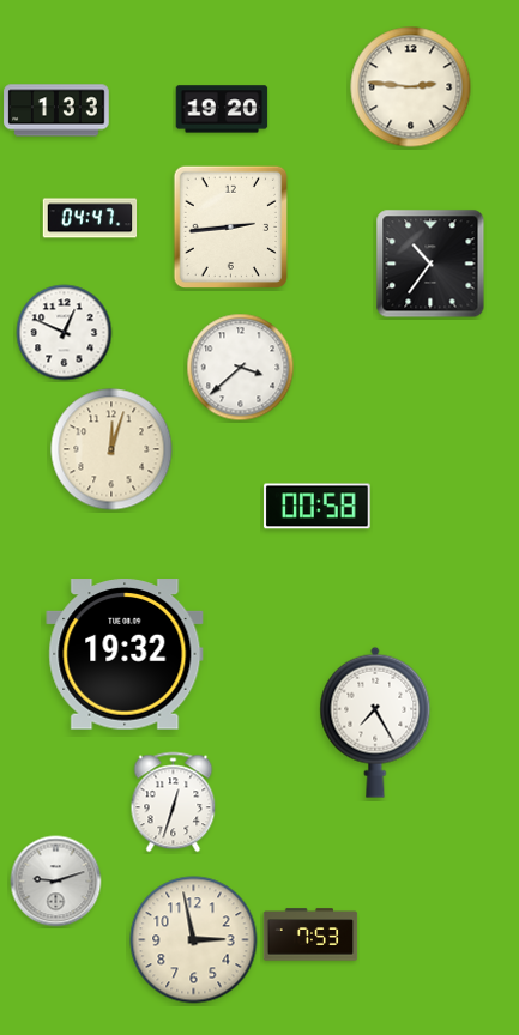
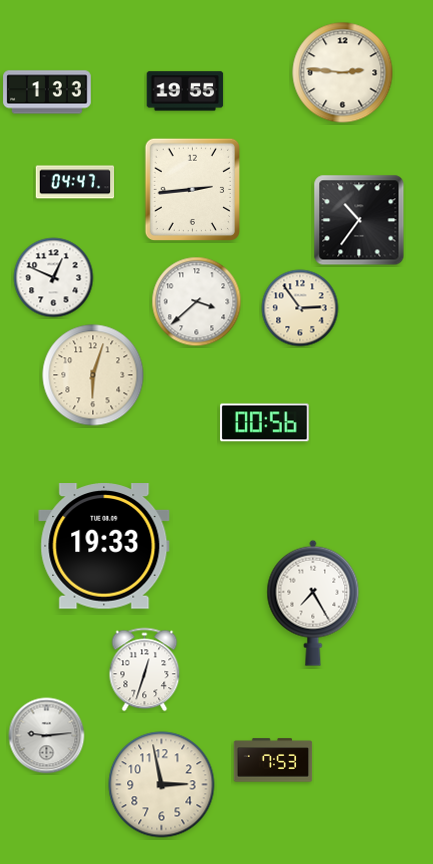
clock at (222, 109): 19:20 -> 19:55
clock at (241, 368) position: (241, 368) -> (197, 302)
clock at (300, 308): none -> 2:54
clock at (111, 449): 12:03 -> 6:03
clock at (318, 507): 00:58 -> 00:56
clock at (125, 654): 19:32 -> 19:33
clock at (56, 882): 9:12 -> 9:14
clock at (310, 934) position: (310, 934) -> (273, 760)
